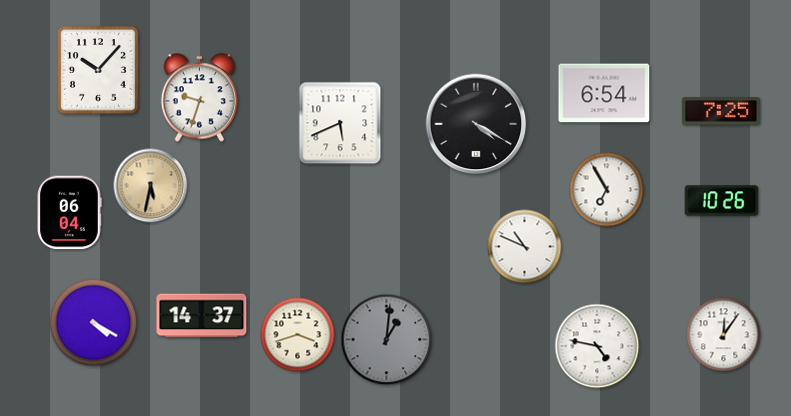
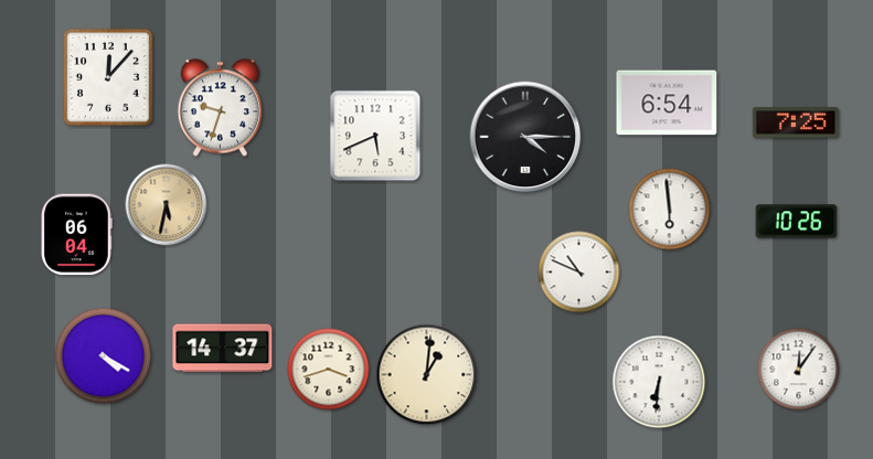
clock at (98, 70): 10:07 -> 12:07
clock at (476, 124): 4:20 -> 4:15
clock at (607, 190): 6:55 -> 5:59
clock at (387, 340) dial: grey -> cream
clock at (597, 346): 4:47 -> 6:31
